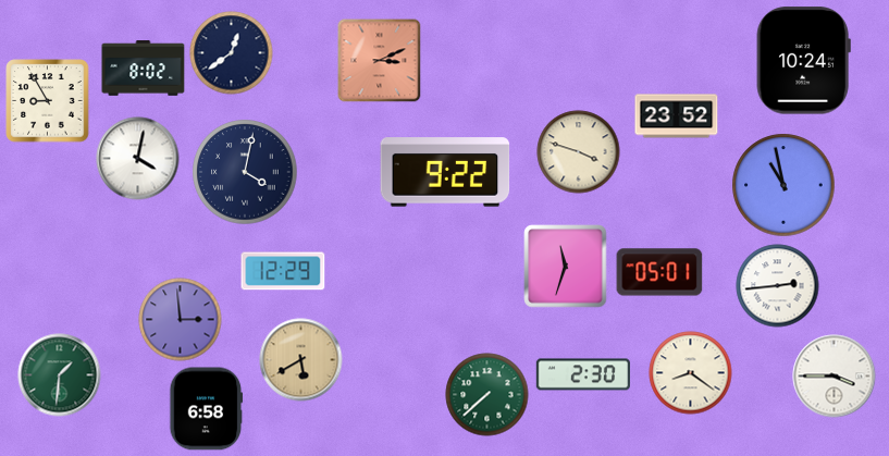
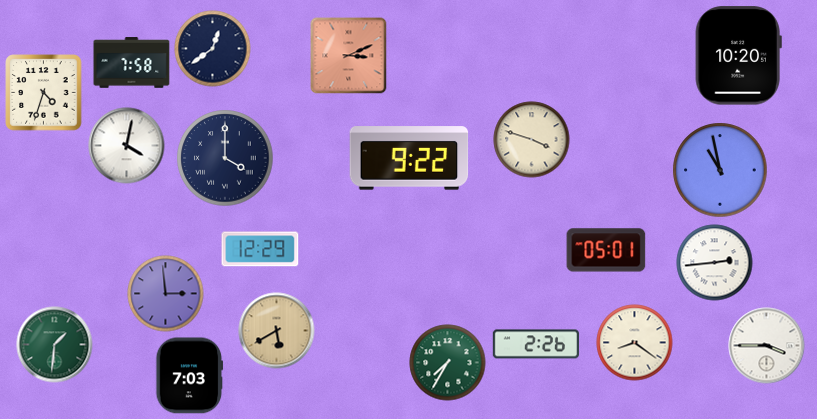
clock at (803, 61): 10:24 -> 10:20
clock at (144, 69): 8:02 -> 7:58
clock at (48, 101): 8:55 -> 4:33
clock at (677, 116): 23:52 -> none
clock at (245, 172): 4:02 -> 4:00
clock at (566, 267): 11:33 -> none
clock at (582, 374): 2:30 -> 2:26
clock at (487, 395): 7:38 -> 7:35
clock at (207, 409): 6:58 -> 7:03
